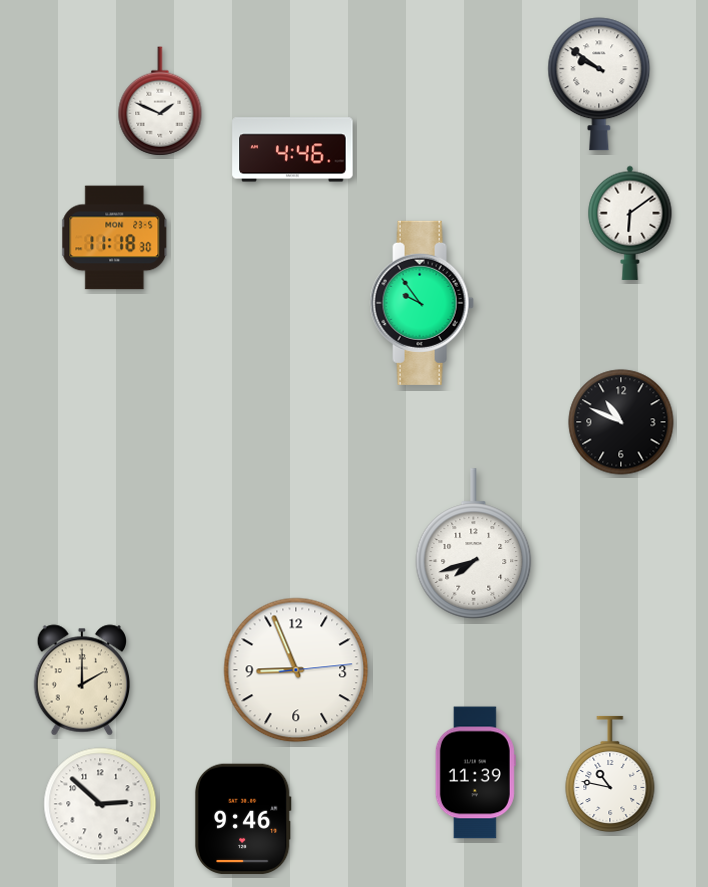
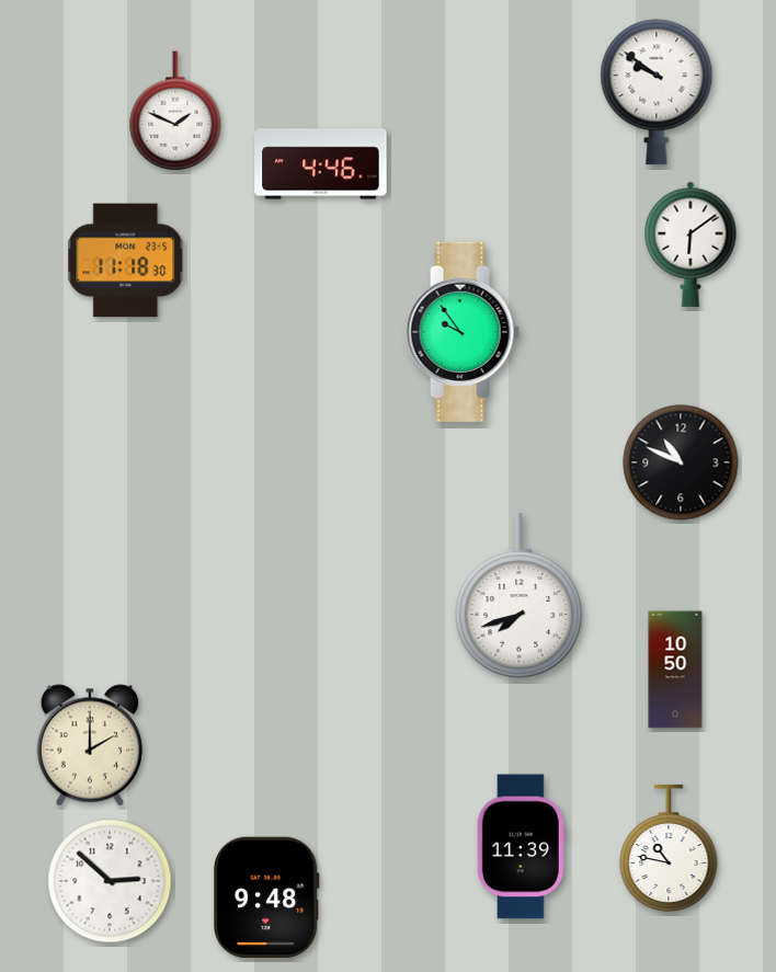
clock at (675, 670): none -> 10:50
clock at (296, 670): 8:56 -> none
clock at (243, 819): 9:46 -> 9:48
